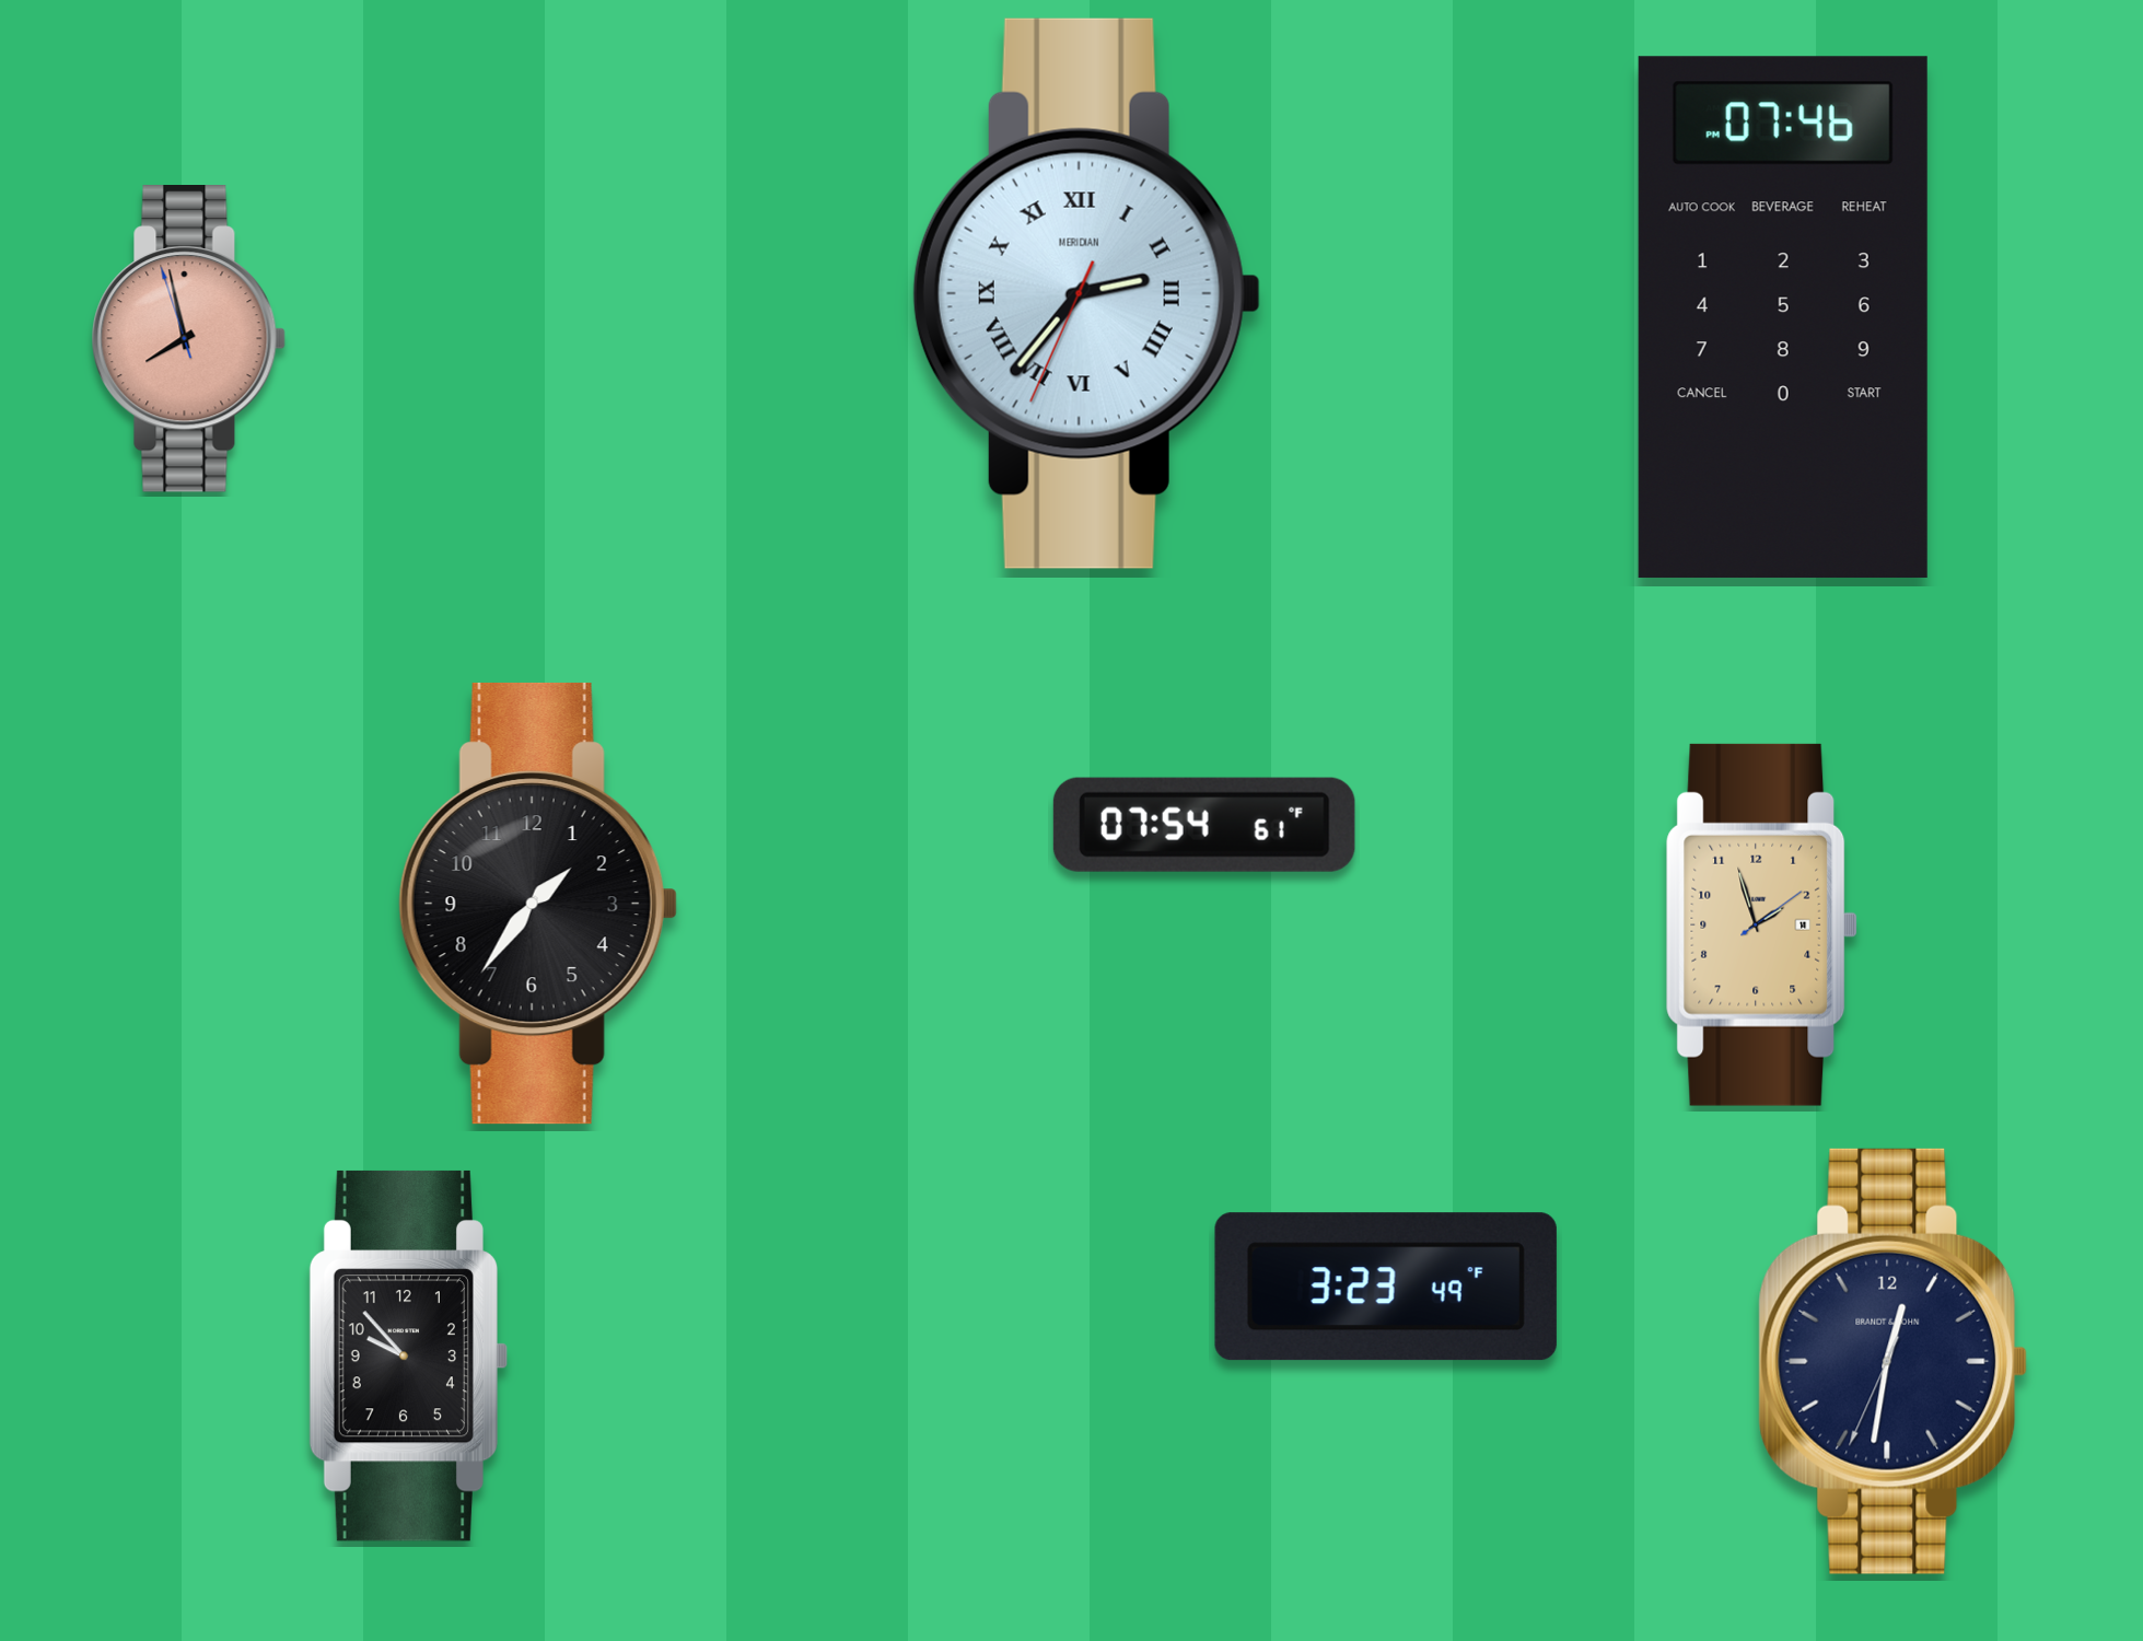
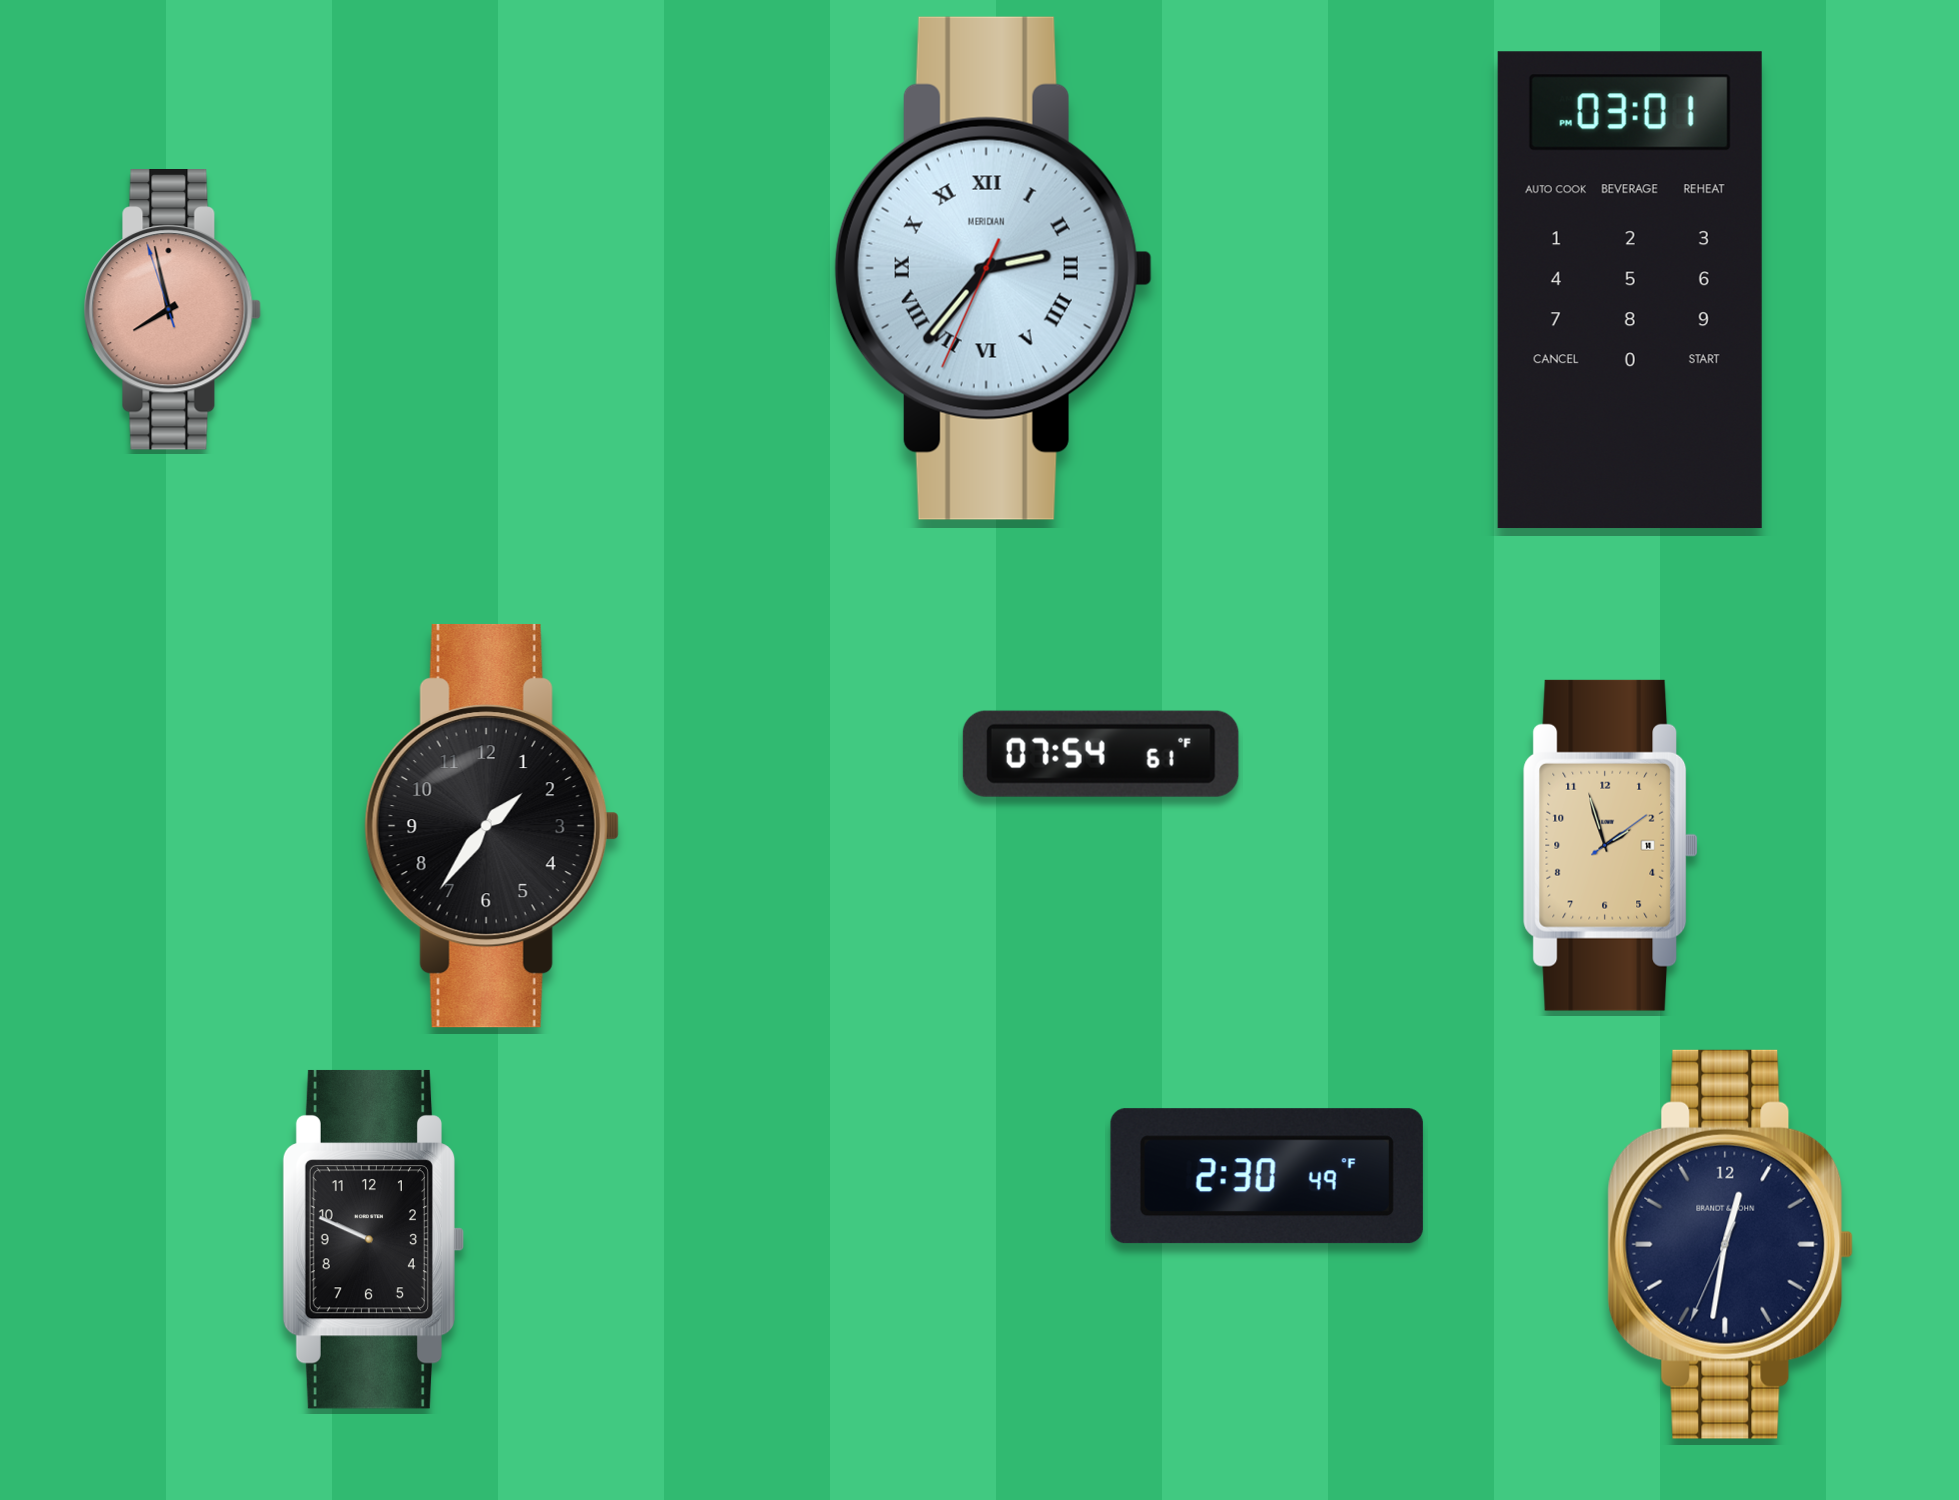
clock at (1783, 317): 07:46 -> 03:01
clock at (1386, 1287): 3:23 -> 2:30
clock at (408, 1355): 9:53 -> 9:49
